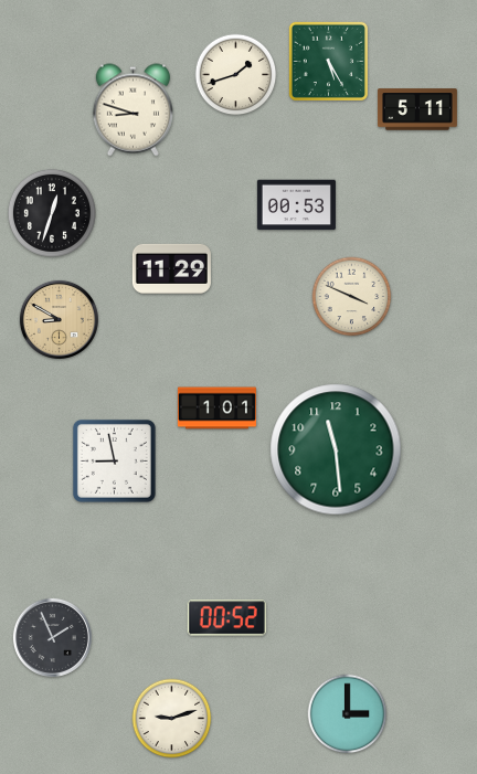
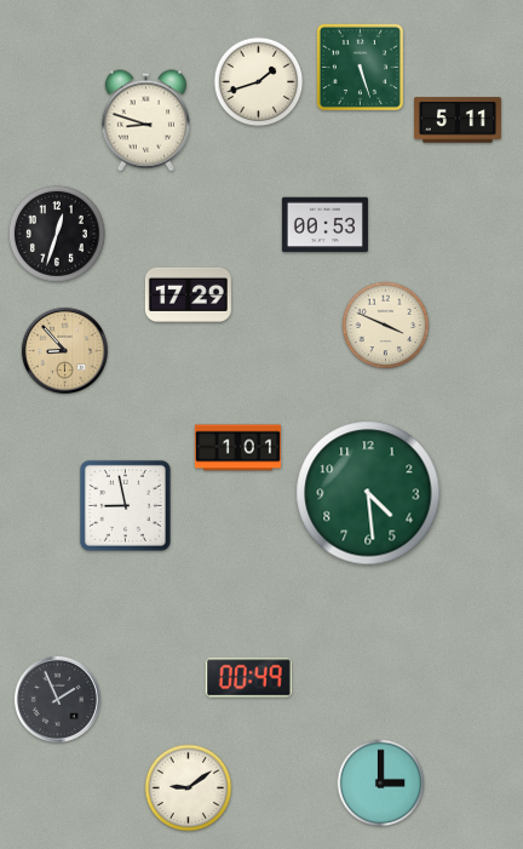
clock at (328, 61): 5:25 -> 5:27
clock at (171, 268): 11:29 -> 17:29
clock at (59, 319): 8:50 -> 8:53
clock at (336, 449): 11:29 -> 4:29
clock at (226, 618): 00:52 -> 00:49
clock at (172, 719): 9:12 -> 9:09
